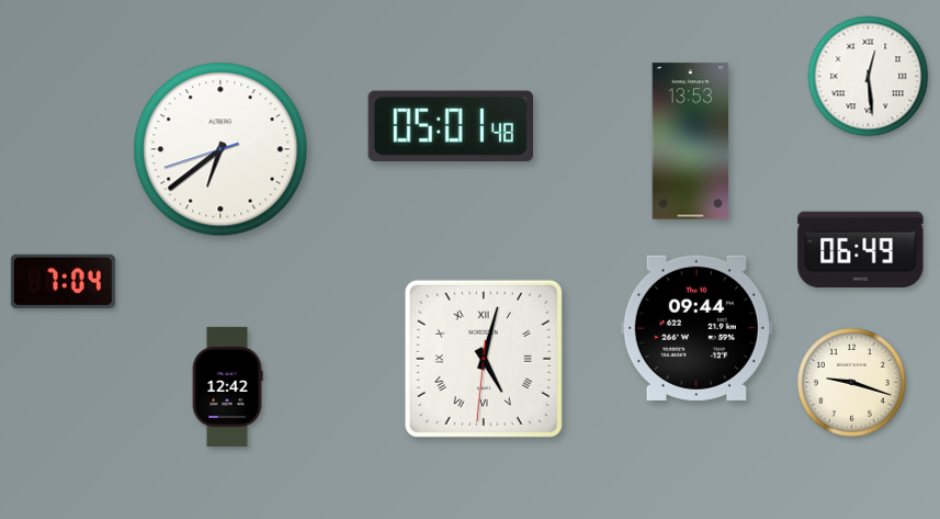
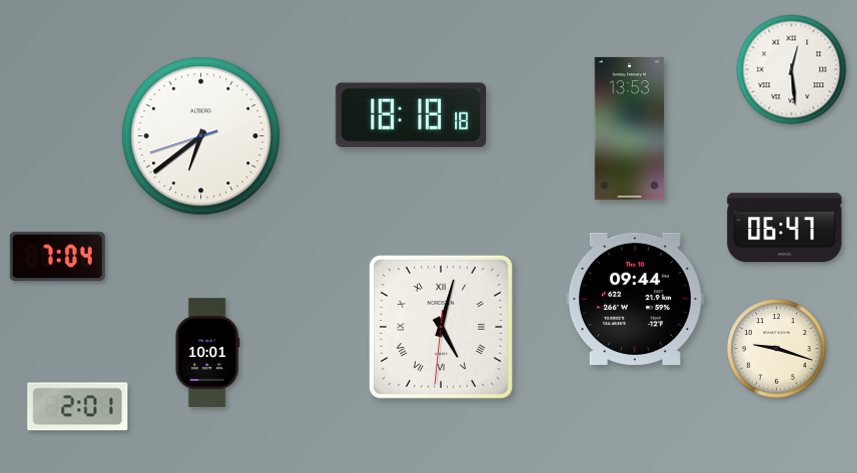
clock at (451, 126): 05:01 -> 18:18
clock at (861, 249): 06:49 -> 06:47
clock at (227, 386): 12:42 -> 10:01
clock at (78, 407): none -> 2:01
